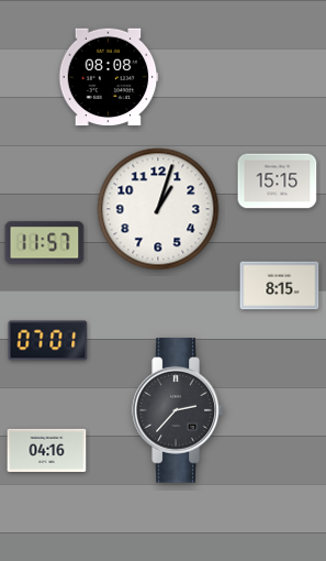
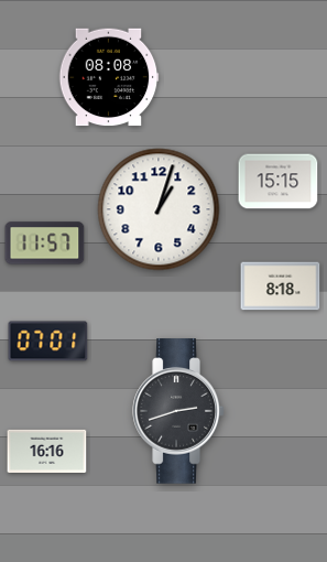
clock at (280, 286): 8:15 -> 8:18
clock at (178, 410): 2:37 -> 2:42
clock at (47, 450): 04:16 -> 16:16
